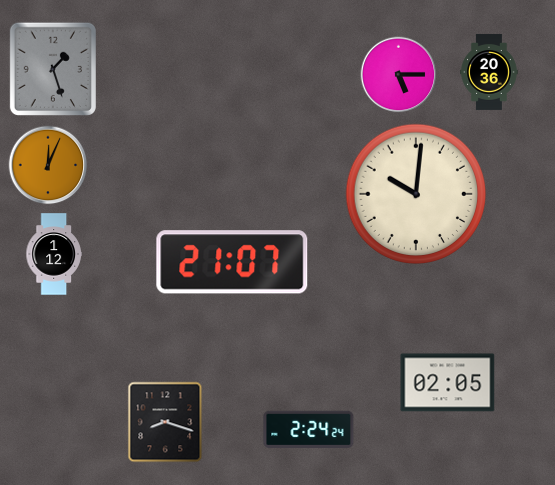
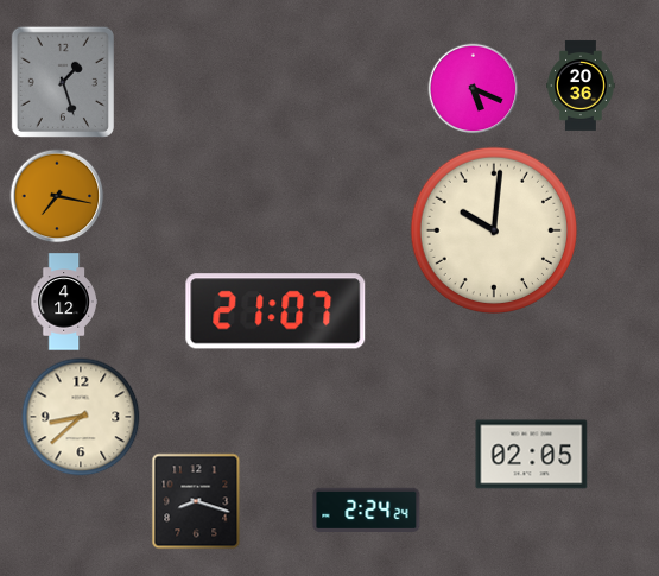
clock at (399, 75): 5:15 -> 5:19
clock at (48, 165): 12:04 -> 7:17
clock at (54, 254): 1:12 -> 4:12
clock at (81, 417): none -> 8:38
